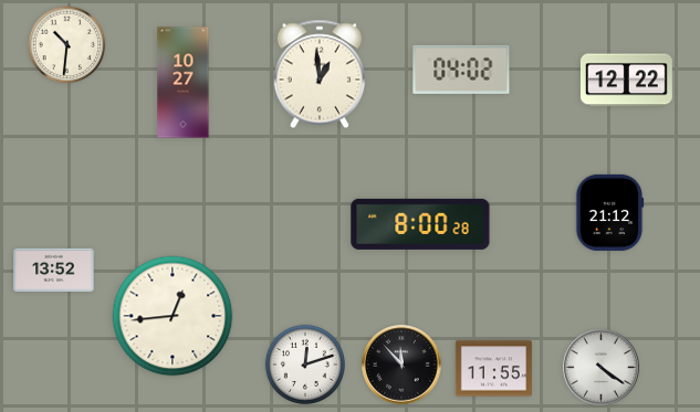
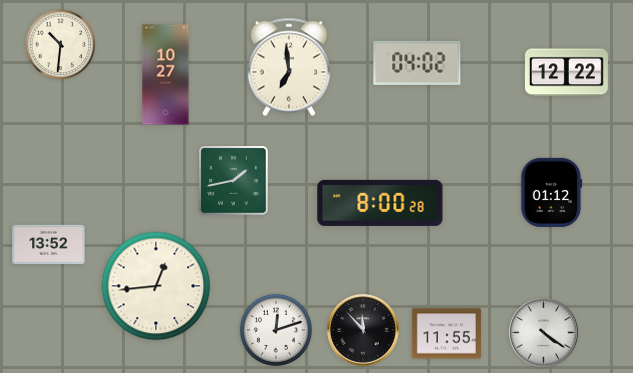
clock at (67, 45) position: (67, 45) -> (61, 45)
clock at (320, 74): 12:59 -> 6:59
clock at (234, 181): none -> 1:43
clock at (609, 212): 21:12 -> 01:12
